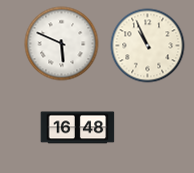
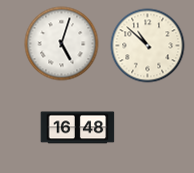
clock at (62, 44): 5:49 -> 5:03
clock at (148, 46): 10:56 -> 10:52
